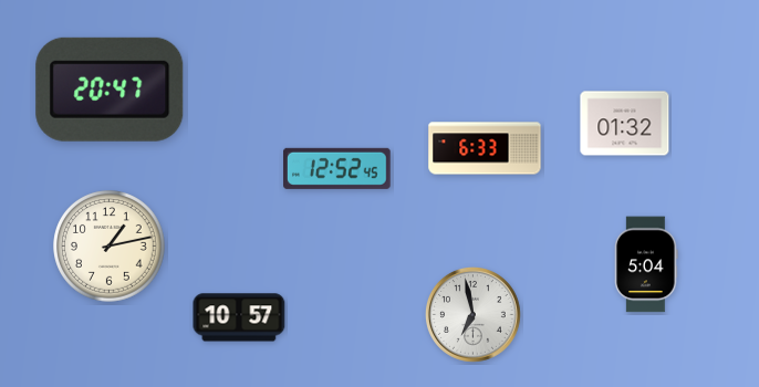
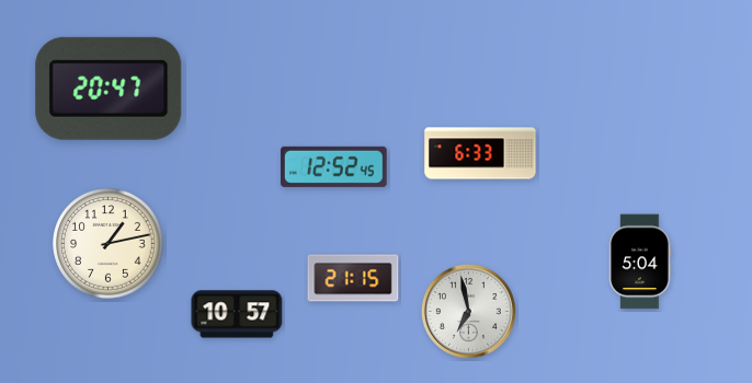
clock at (625, 124): 01:32 -> none
clock at (485, 148) position: (485, 148) -> (480, 153)
clock at (353, 278): none -> 21:15
